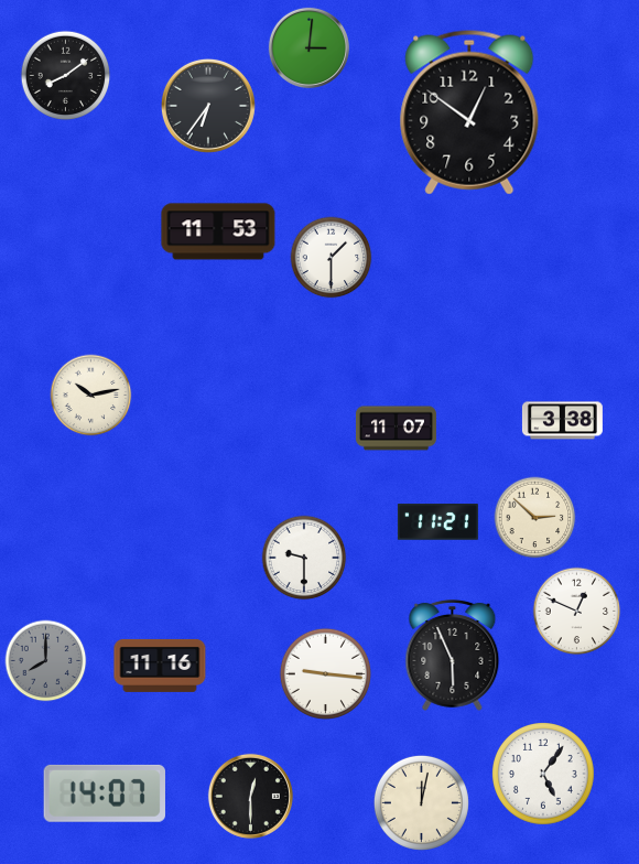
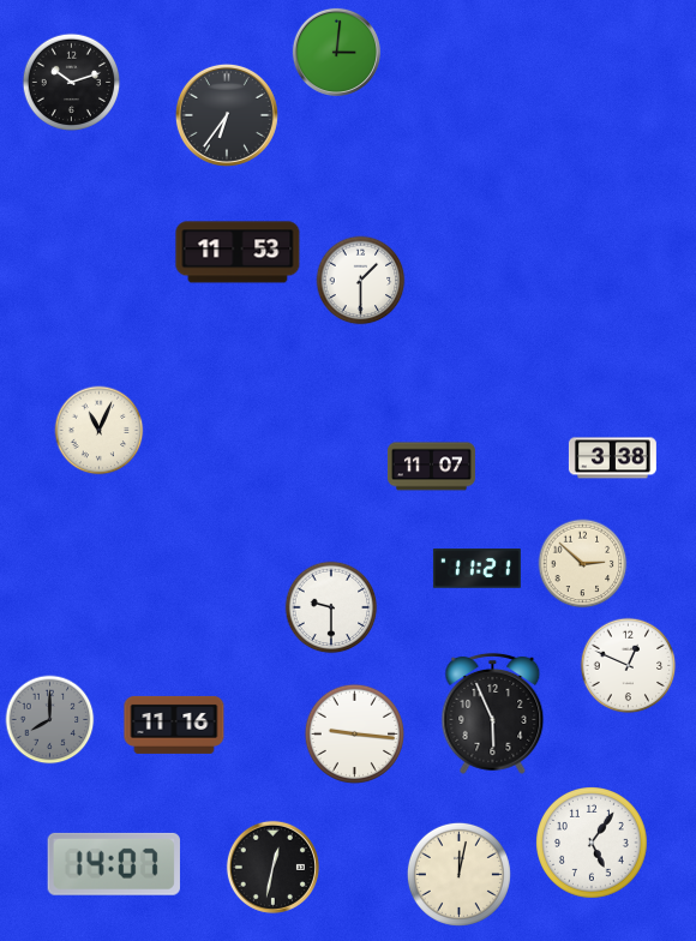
clock at (66, 76): 8:09 -> 10:12
clock at (469, 112): 12:51 -> none
clock at (91, 396): 10:13 -> 11:04
clock at (250, 796): 12:30 -> 12:32
